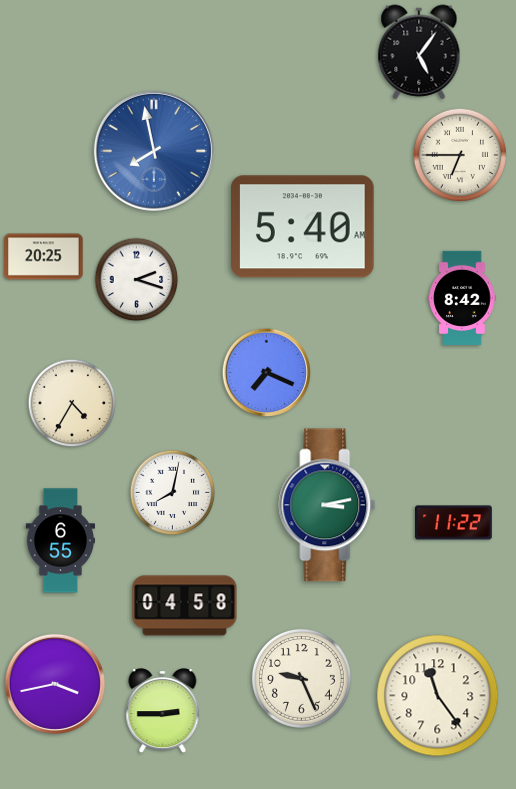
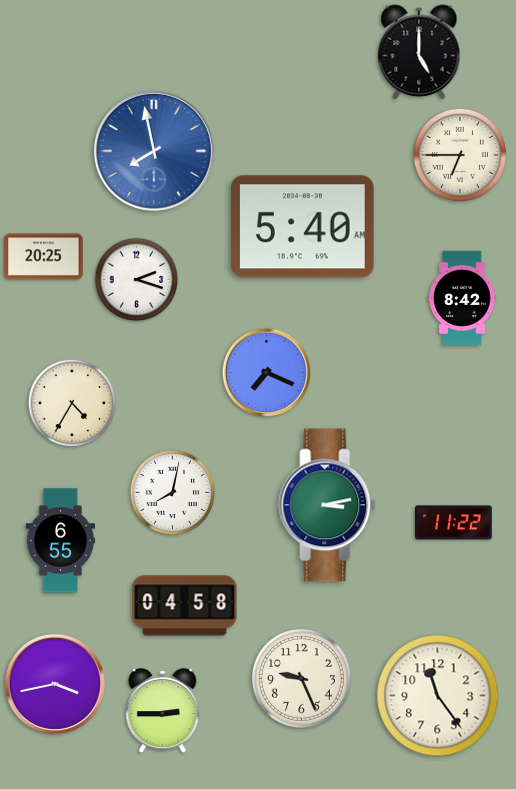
clock at (419, 52): 5:06 -> 5:00
